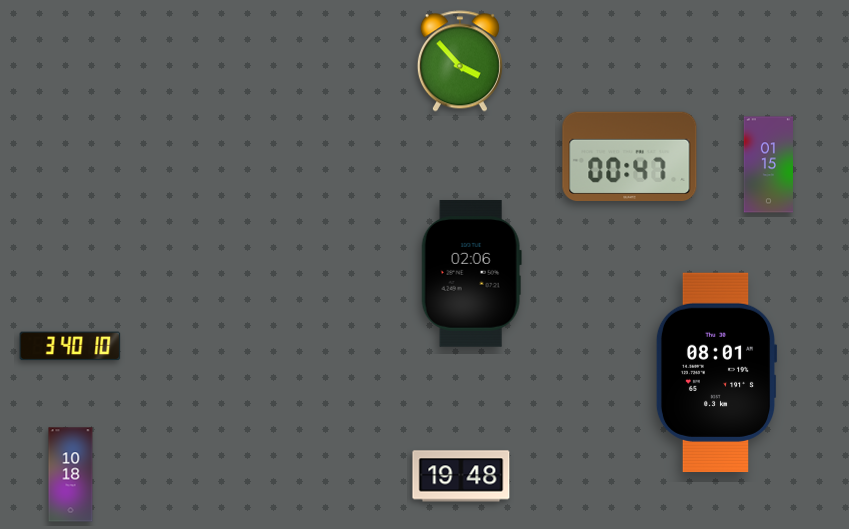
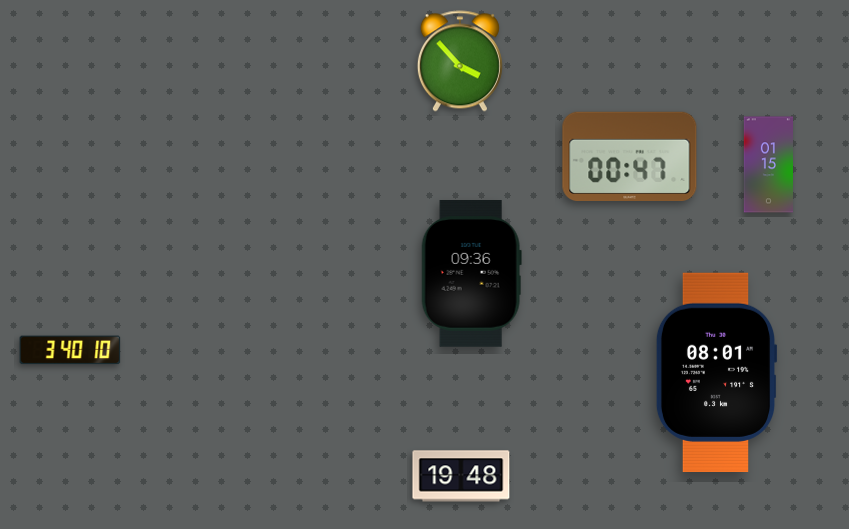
clock at (471, 274): 02:06 -> 09:36
clock at (70, 346) position: (70, 346) -> (70, 350)
clock at (71, 475): 10:18 -> none
